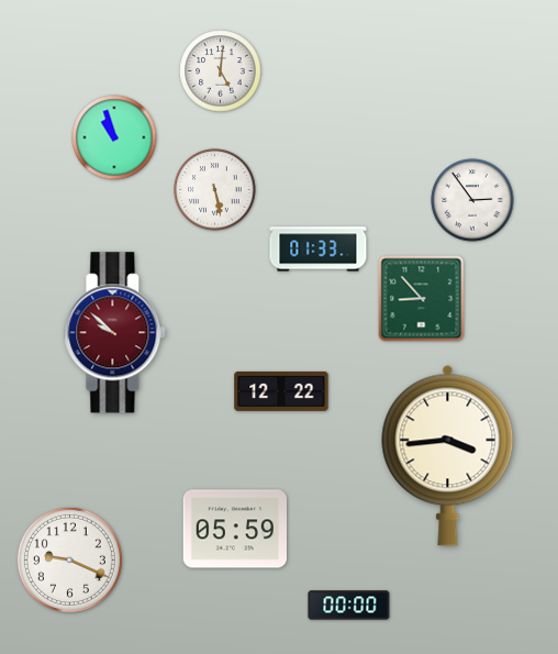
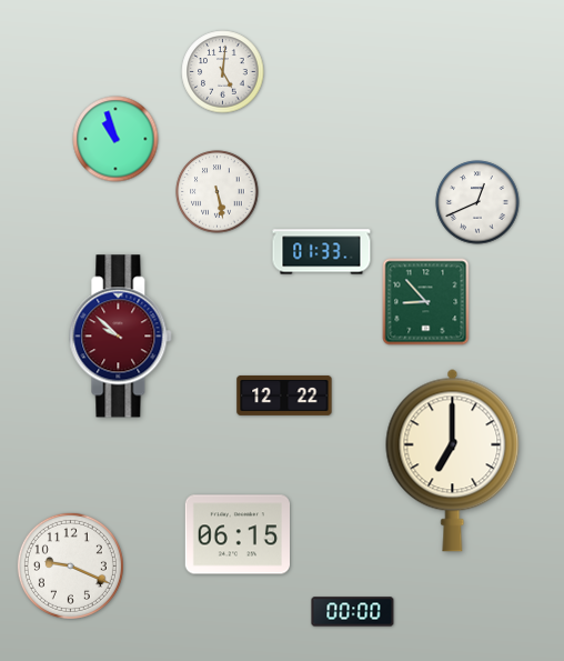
clock at (472, 200): 2:54 -> 12:41
clock at (115, 333) position: (115, 333) -> (121, 337)
clock at (448, 455): 3:44 -> 7:00
clock at (234, 529): 05:59 -> 06:15
